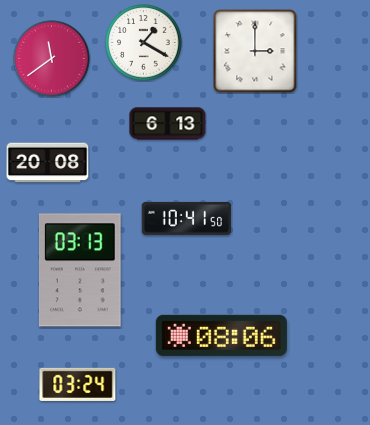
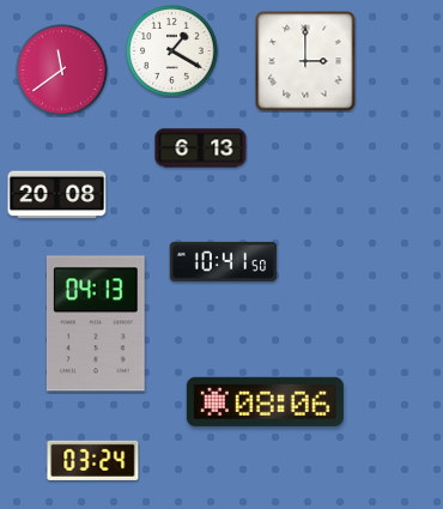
clock at (80, 270): 03:13 -> 04:13
